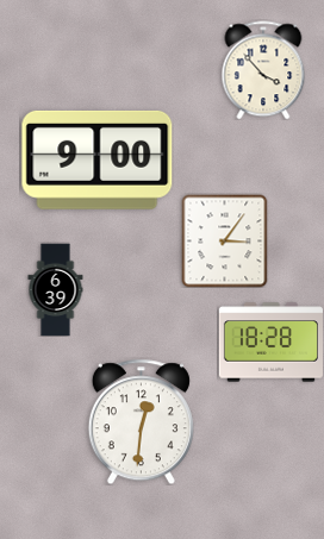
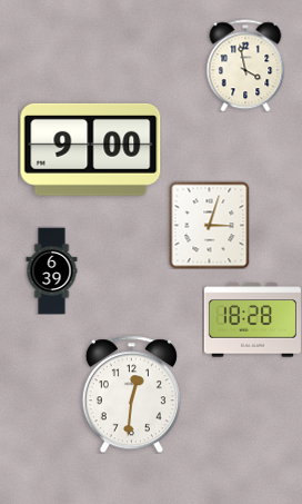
clock at (263, 70): 3:53 -> 3:58
clock at (225, 240): 3:06 -> 3:03
